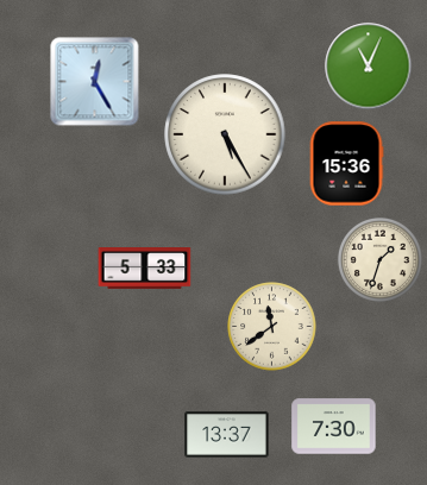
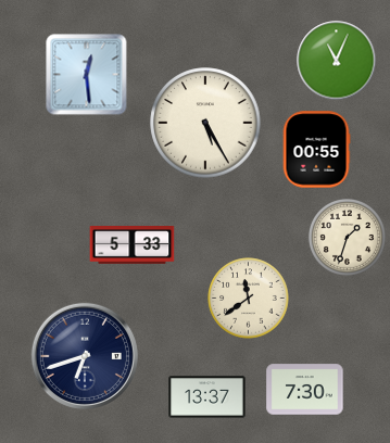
clock at (95, 82): 12:25 -> 12:29
clock at (346, 164): 15:36 -> 00:55
clock at (85, 356): none -> 6:42
